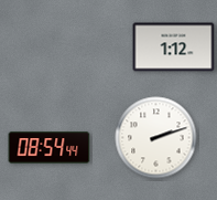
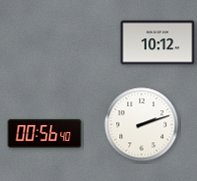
clock at (174, 48): 1:12 -> 10:12
clock at (50, 148): 08:54 -> 00:56
